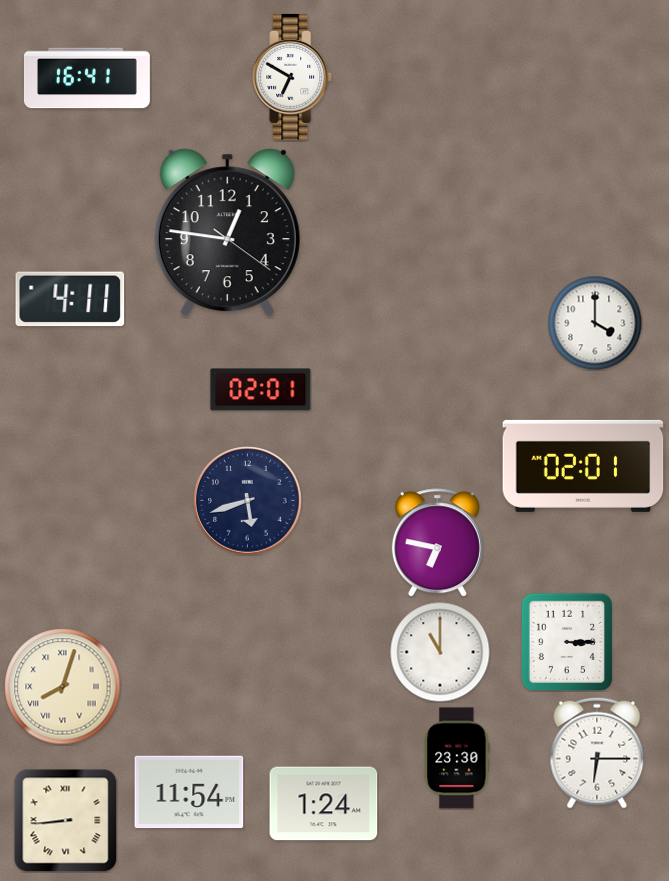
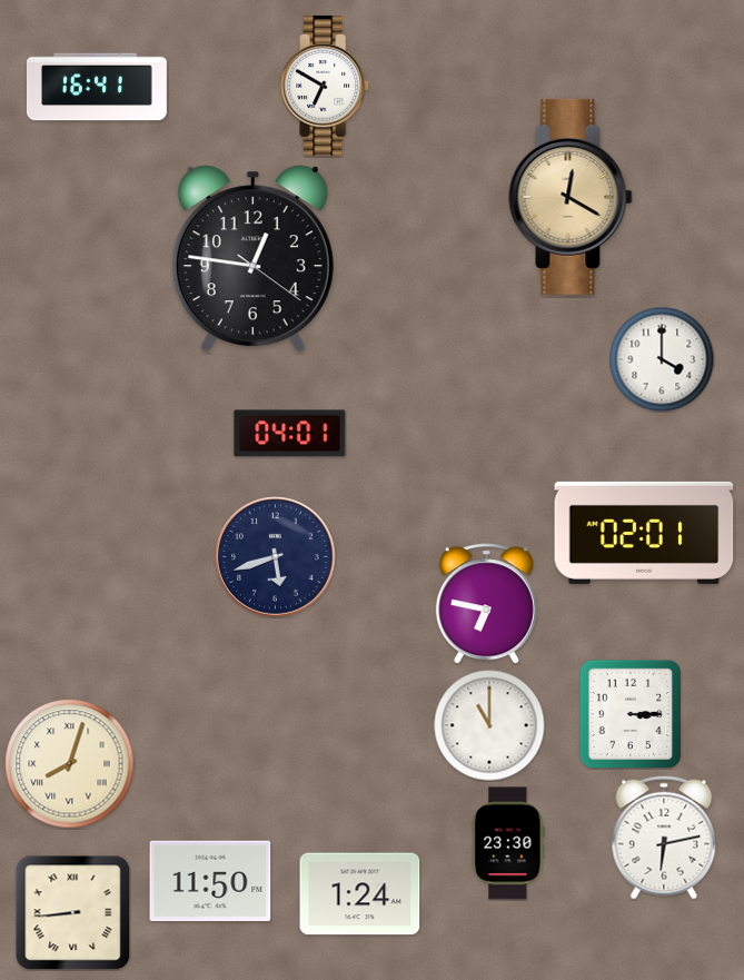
clock at (571, 197): none -> 12:20
clock at (70, 299): 4:11 -> none
clock at (261, 390): 02:01 -> 04:01
clock at (583, 466) position: (583, 466) -> (644, 533)
clock at (597, 753): 6:15 -> 6:13
clock at (189, 792): 11:54 -> 11:50
